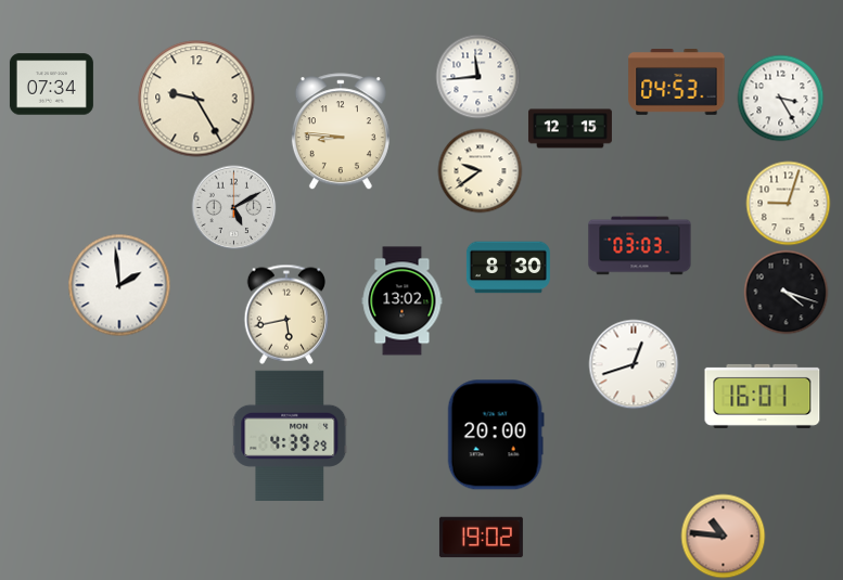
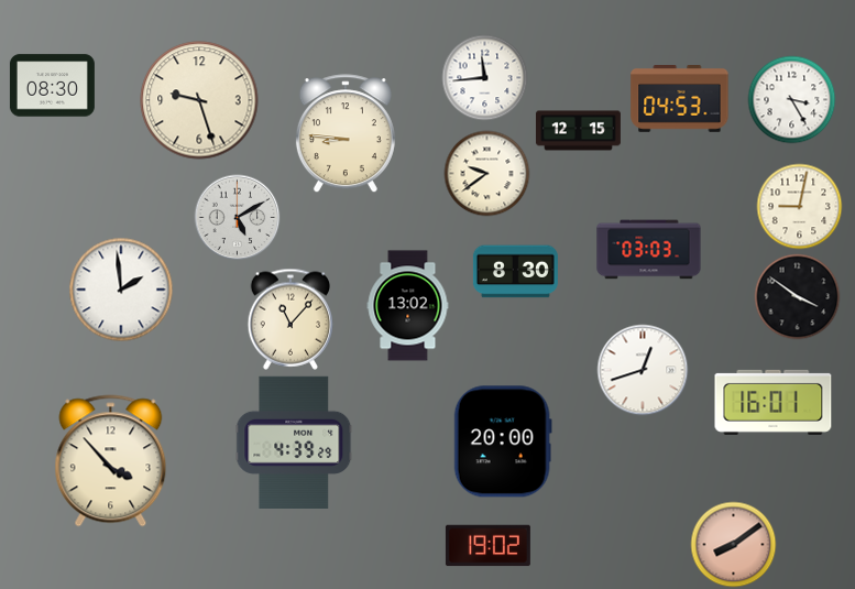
clock at (677, 82) position: (677, 82) -> (680, 99)
clock at (51, 85): 07:34 -> 08:30
clock at (196, 99): 9:25 -> 9:27
clock at (788, 203): 9:03 -> 9:02
clock at (233, 207) position: (233, 207) -> (237, 217)
clock at (785, 292): 4:18 -> 3:51
clock at (286, 314): 5:43 -> 11:07
clock at (111, 461): none -> 3:53
clock at (723, 536): 10:46 -> 8:09
